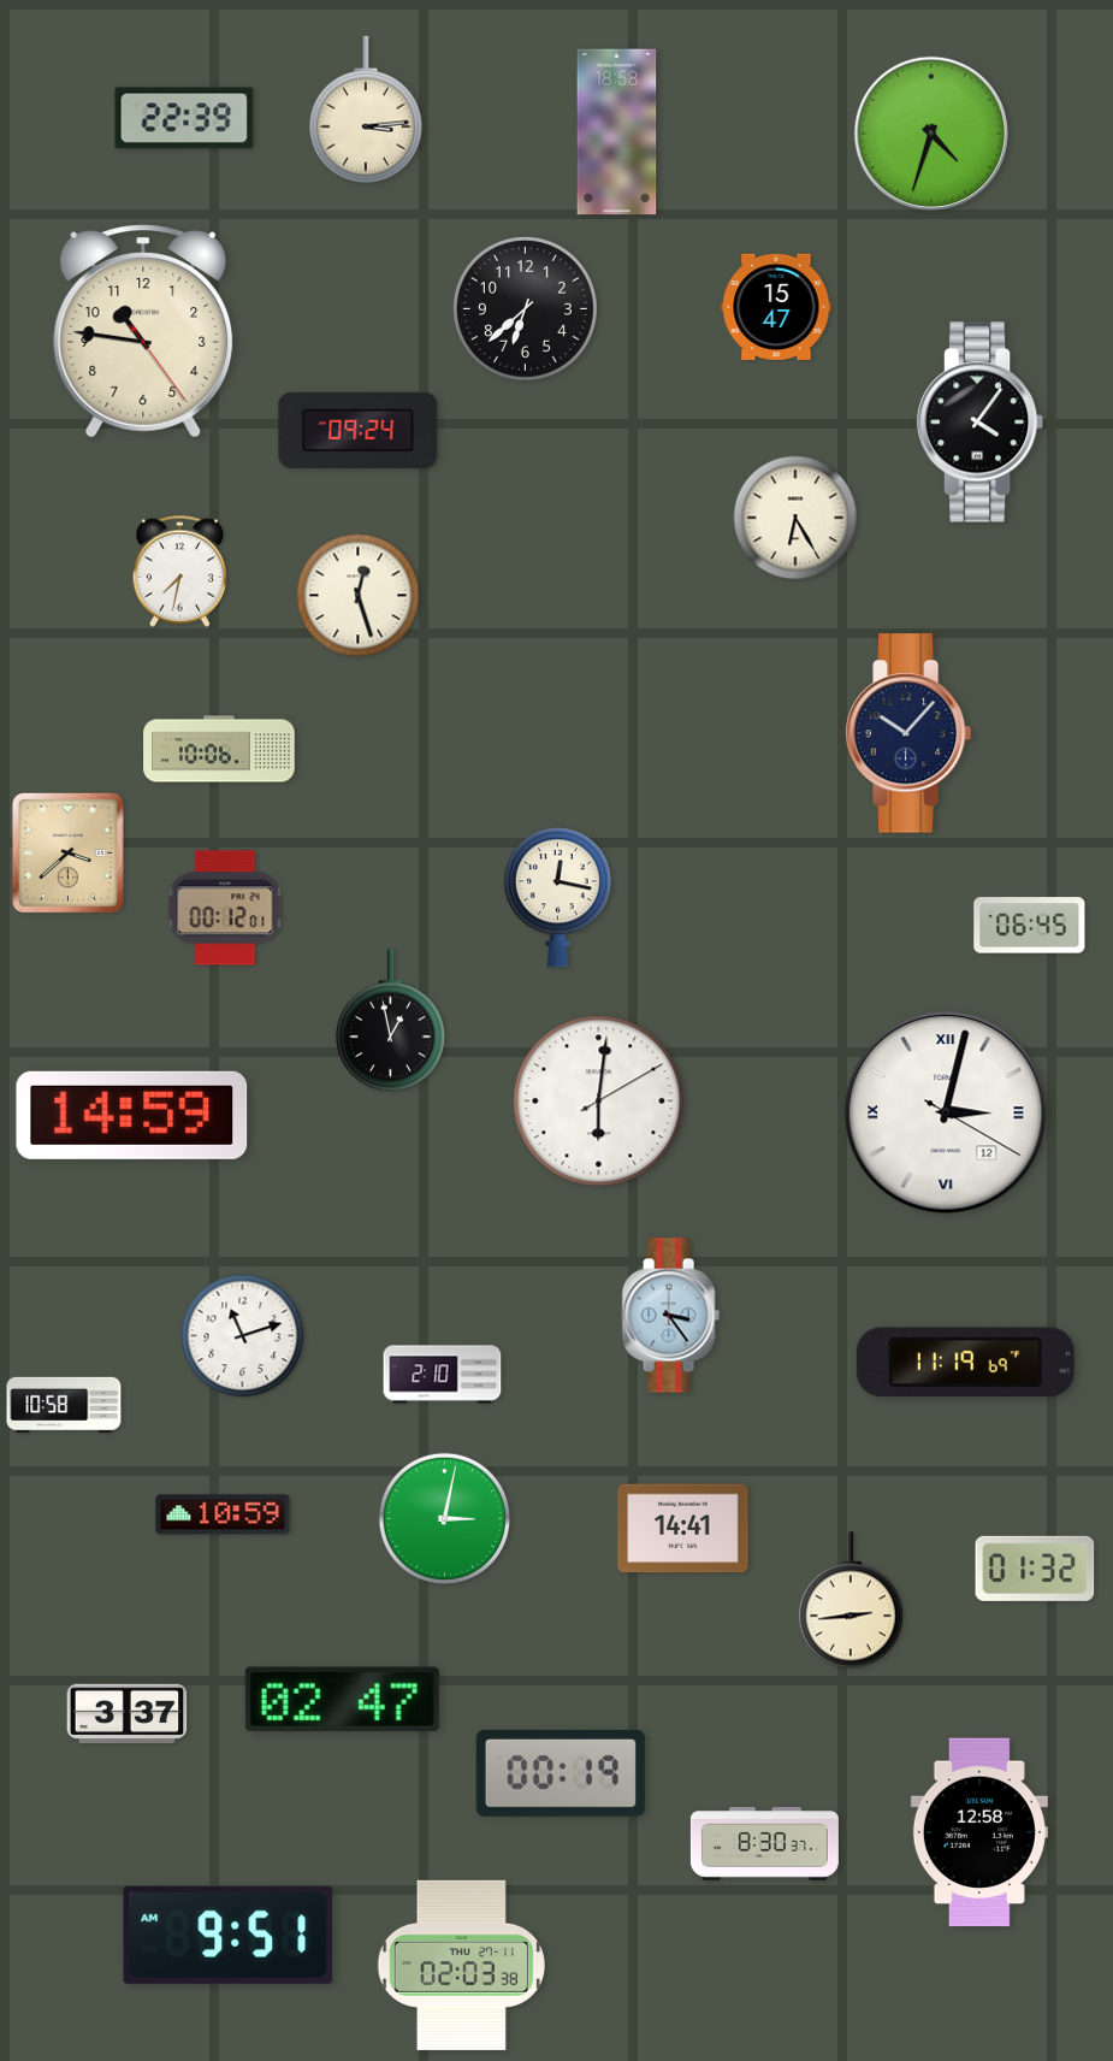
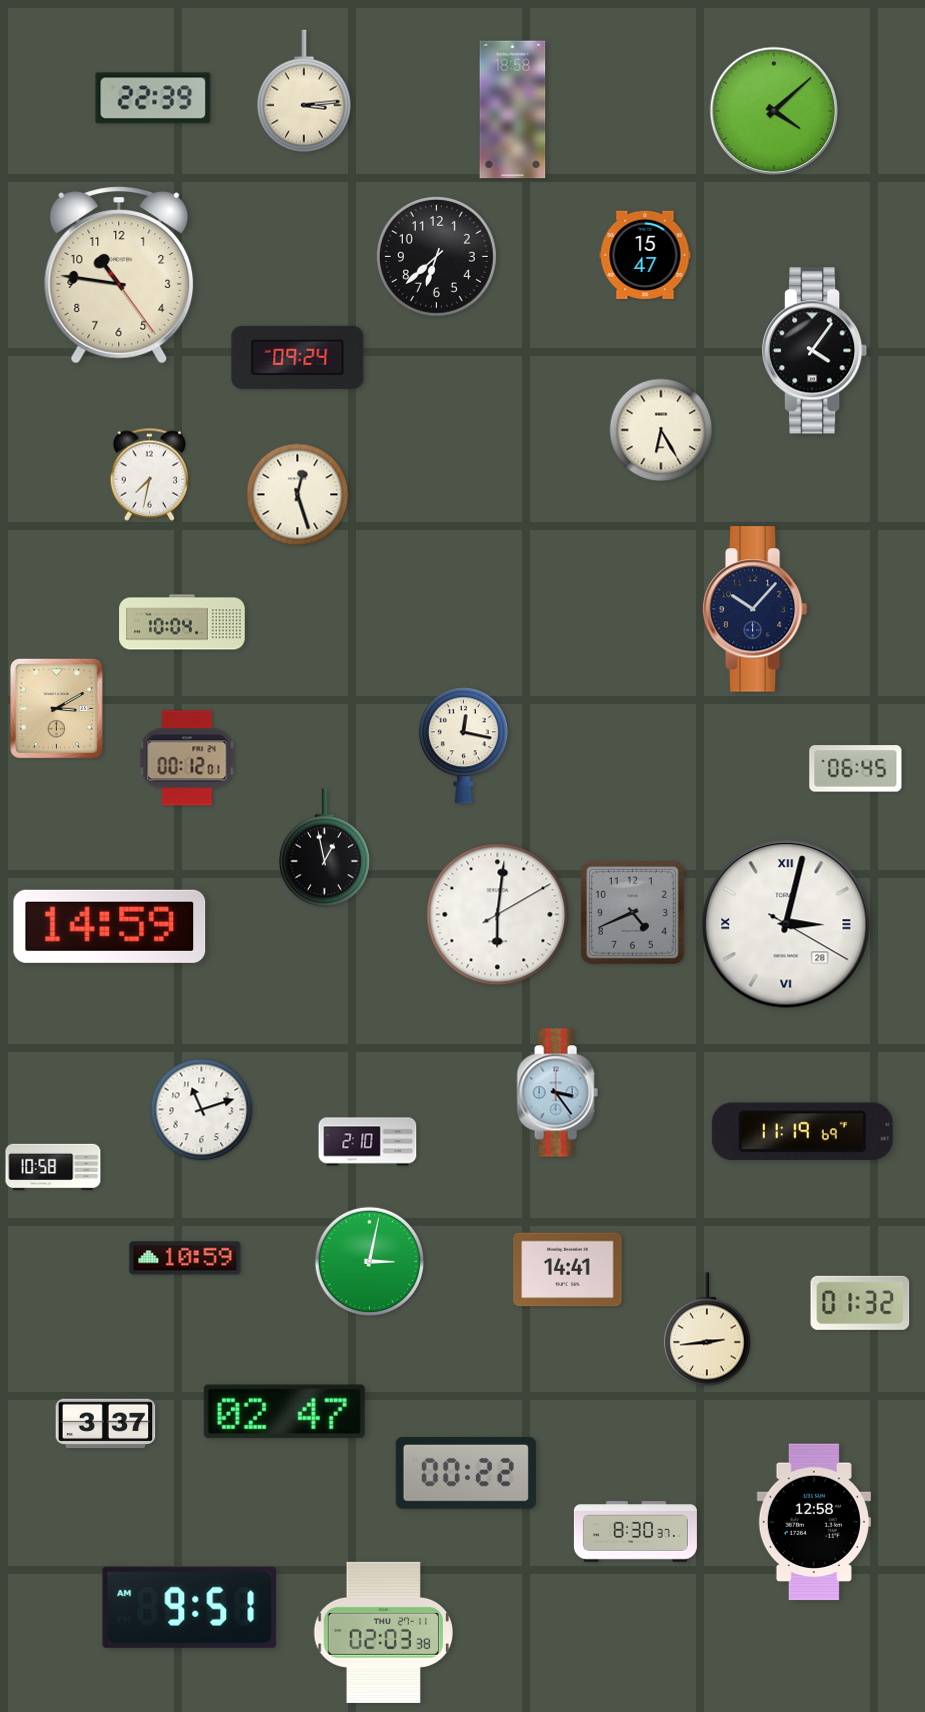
clock at (930, 132): 4:33 -> 4:08
clock at (219, 749): 10:06 -> 10:04
clock at (67, 852): 3:38 -> 3:10
clock at (225, 908) position: (225, 908) -> (187, 758)
clock at (632, 912): none -> 4:41
clock at (946, 1112) date: 12 -> 28
clock at (561, 1773): 00:19 -> 00:22
